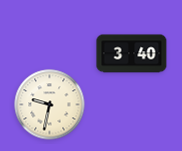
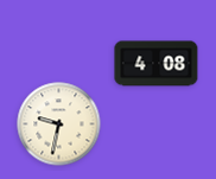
clock at (132, 54): 3:40 -> 4:08
